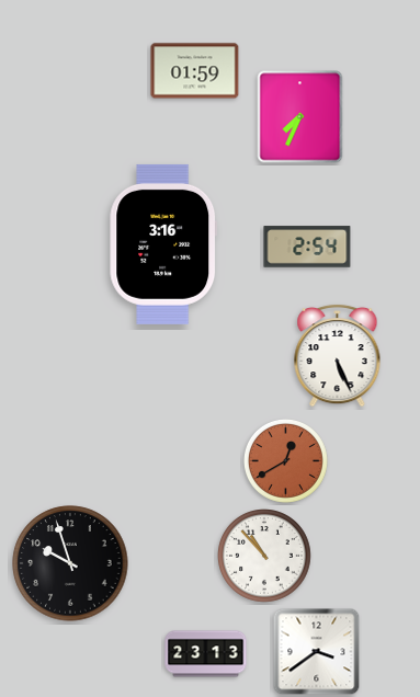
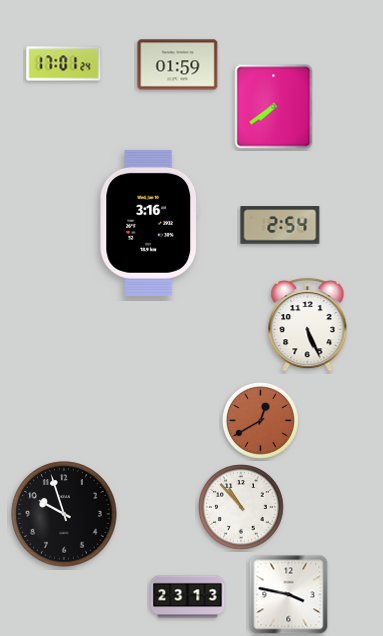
clock at (64, 64): none -> 17:01
clock at (300, 117): 7:34 -> 7:39
clock at (317, 652): 3:39 -> 3:47
